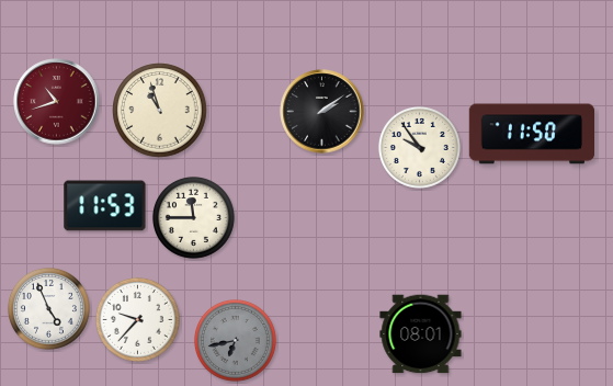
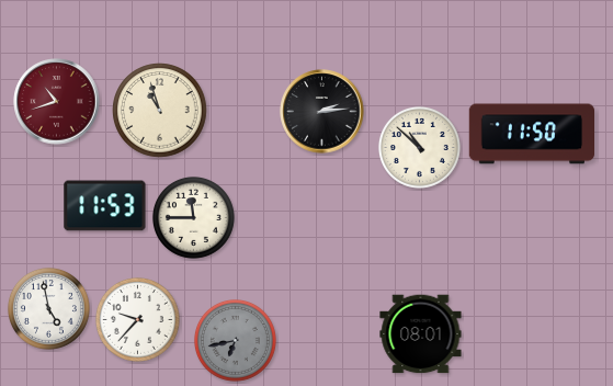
clock at (322, 112): 2:09 -> 2:14
clock at (419, 147): 9:54 -> 10:52
clock at (48, 308): 4:56 -> 4:58
